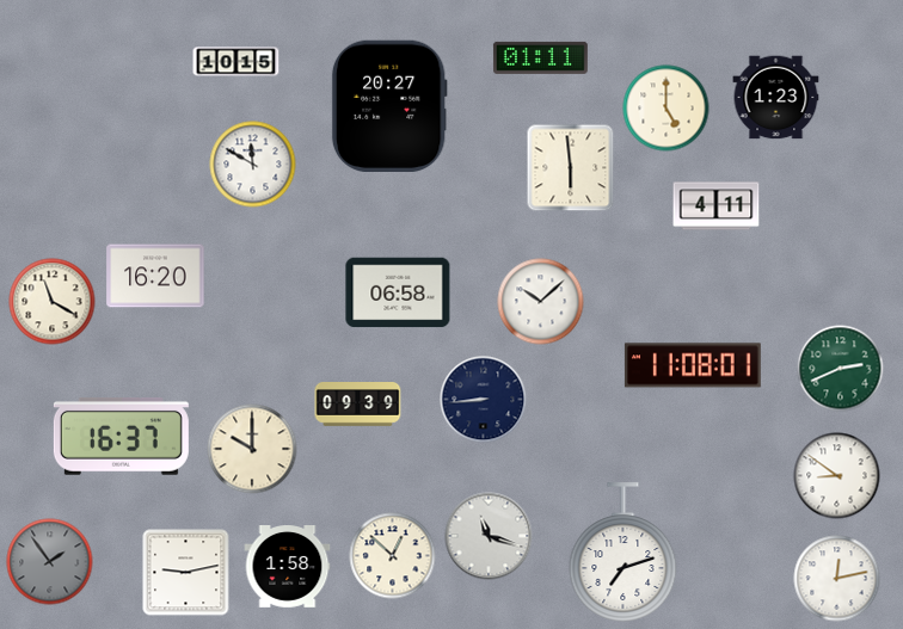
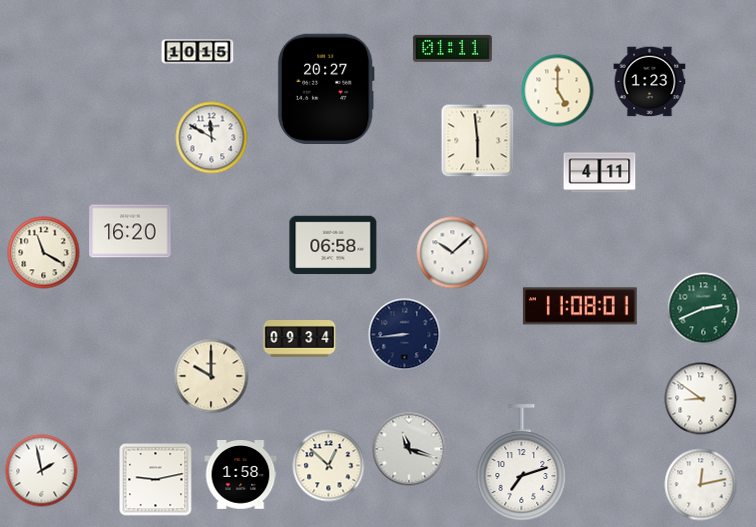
clock at (358, 405): 09:39 -> 09:34
clock at (121, 436): 16:37 -> none
clock at (50, 562): 1:54 -> 1:58
clock at (50, 562) dial: grey -> white
